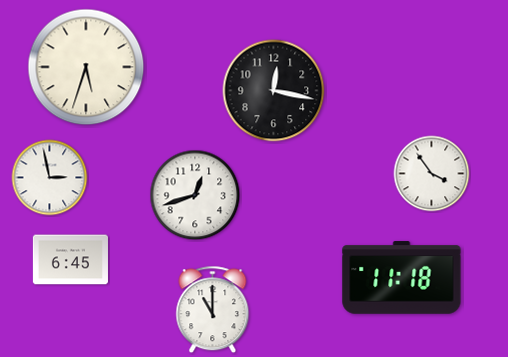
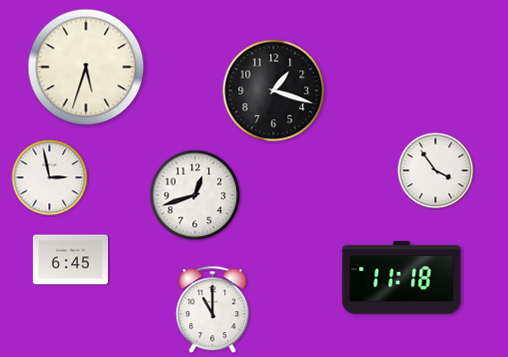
clock at (274, 91): 12:17 -> 1:18
clock at (432, 174) position: (432, 174) -> (436, 171)
